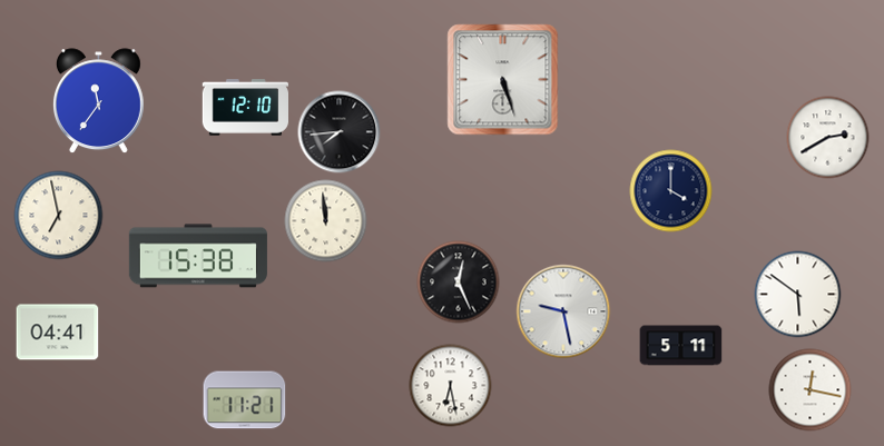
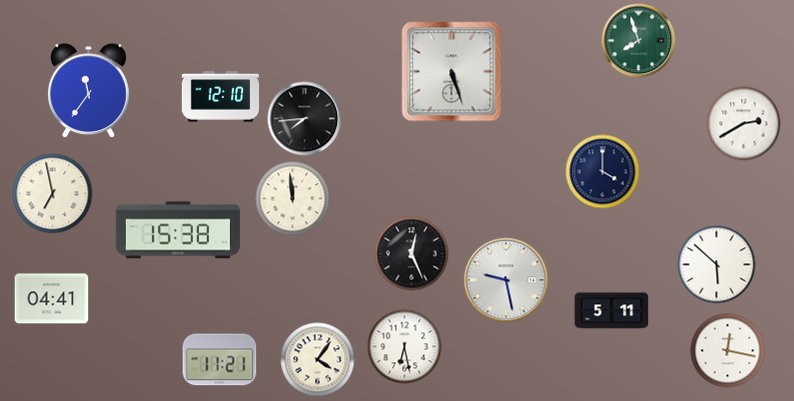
clock at (639, 41): none -> 7:57
clock at (798, 295): 5:51 -> 5:52
clock at (318, 360): none -> 4:06
